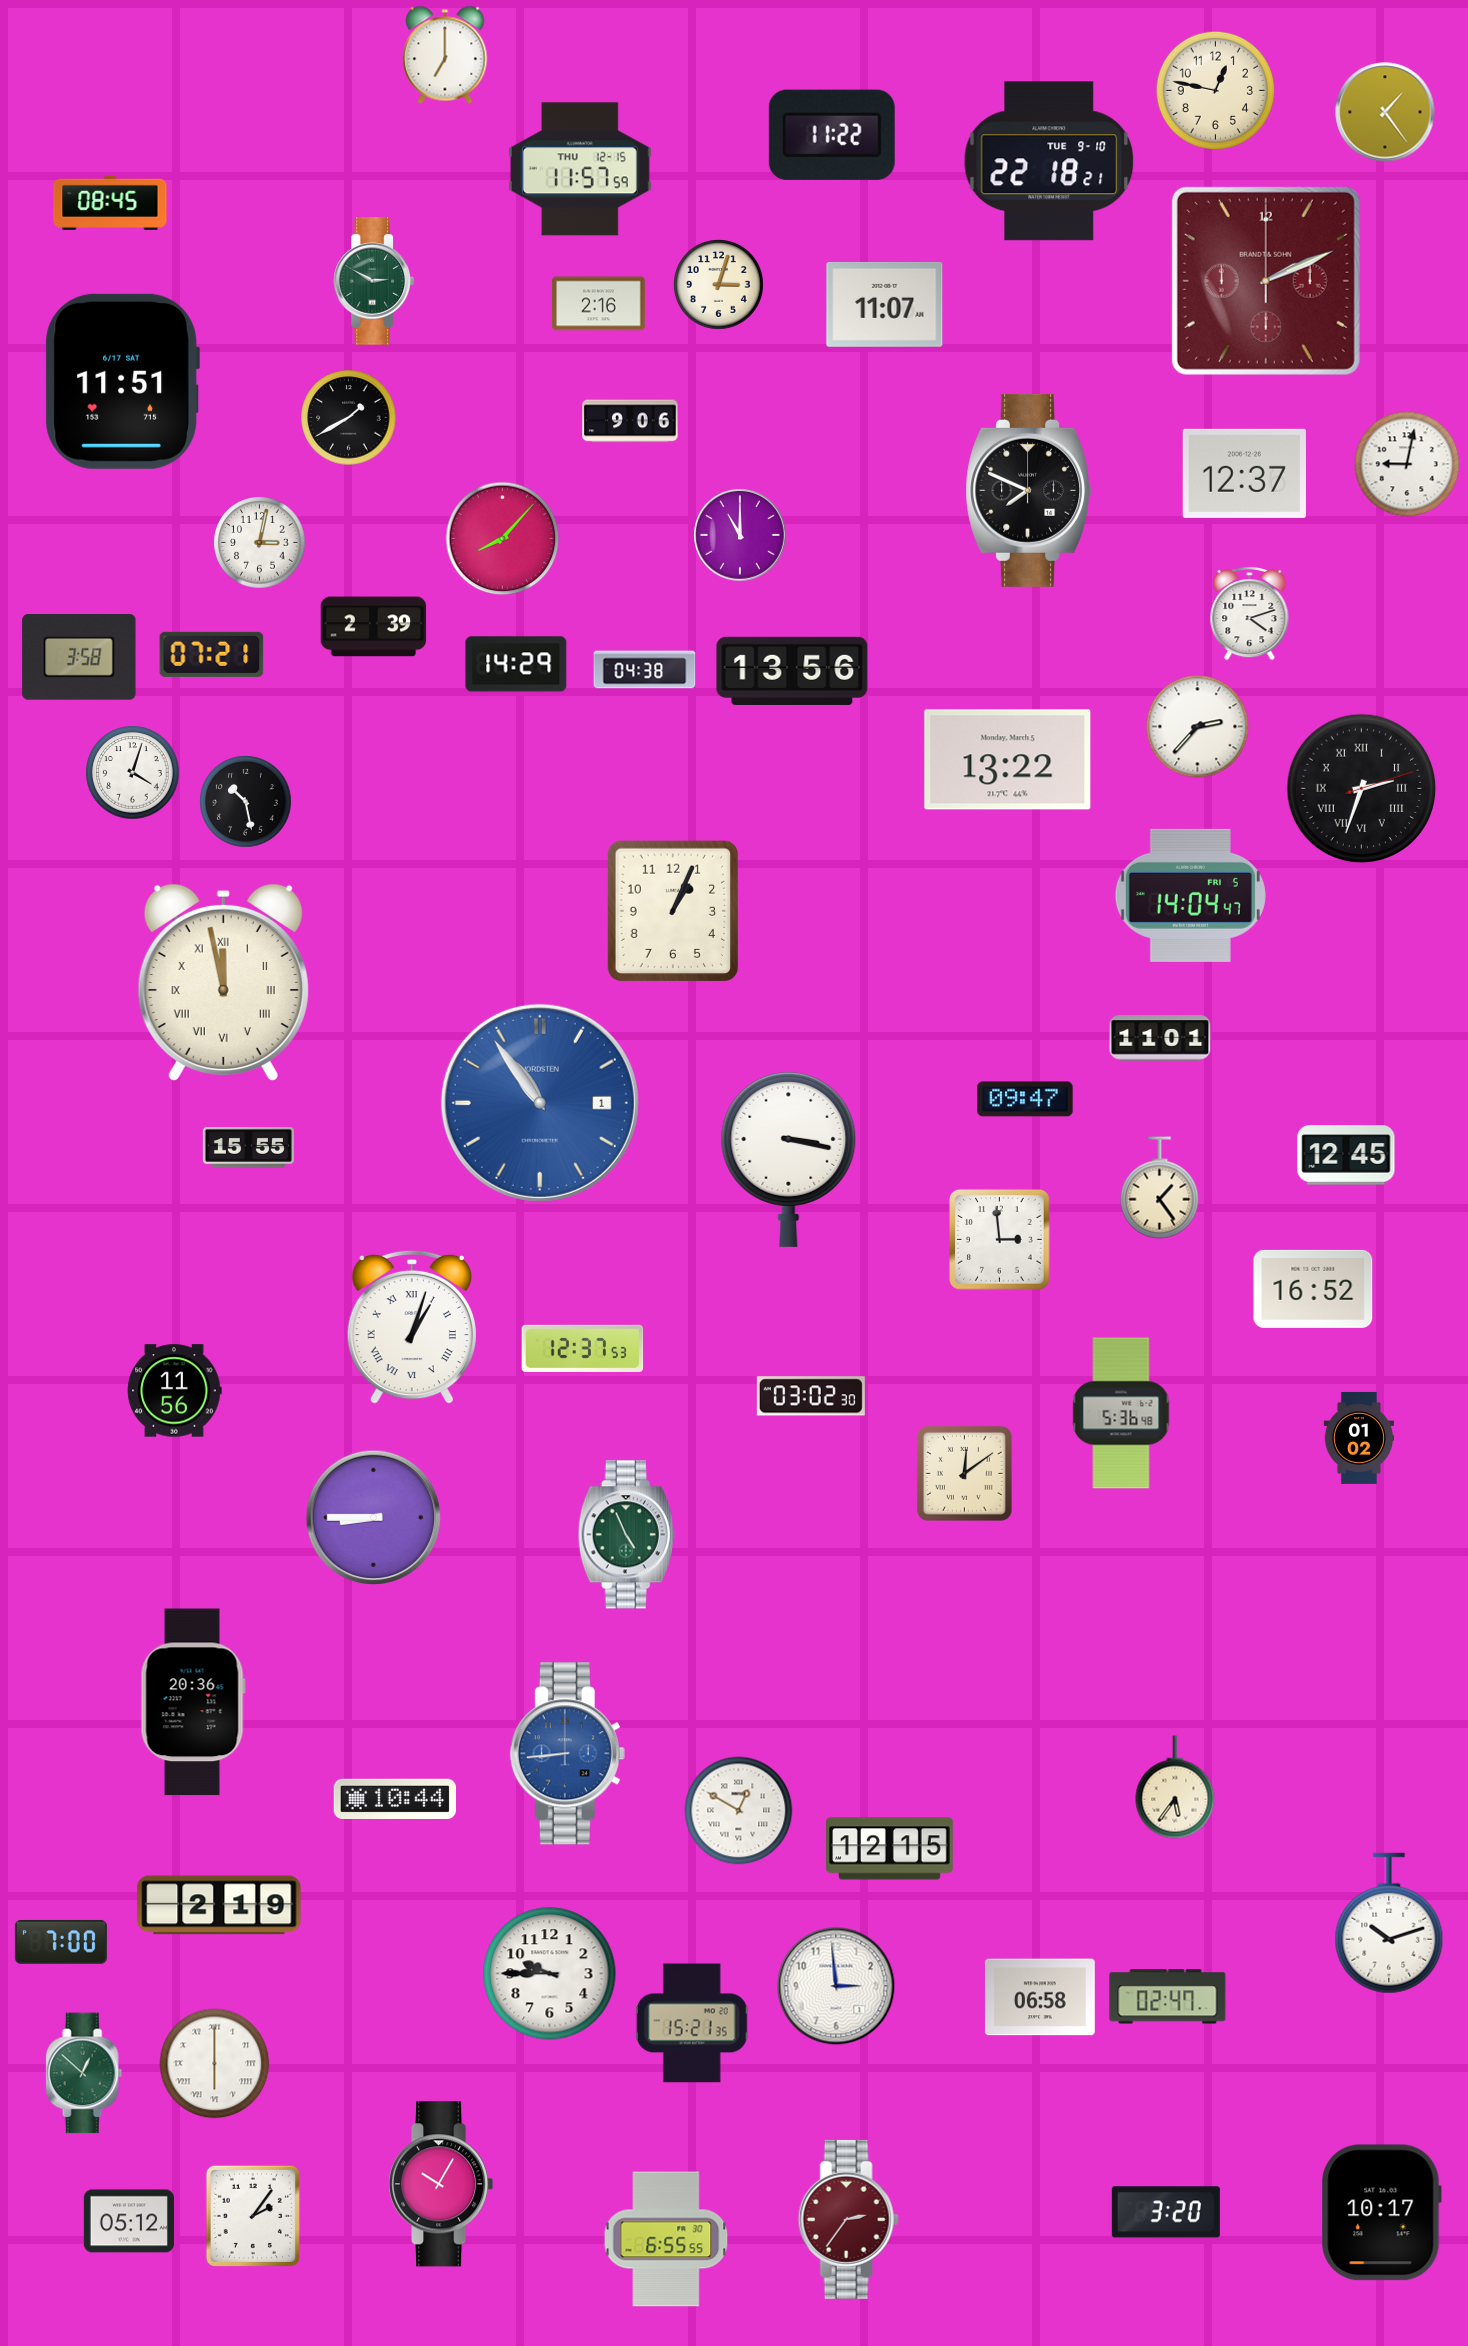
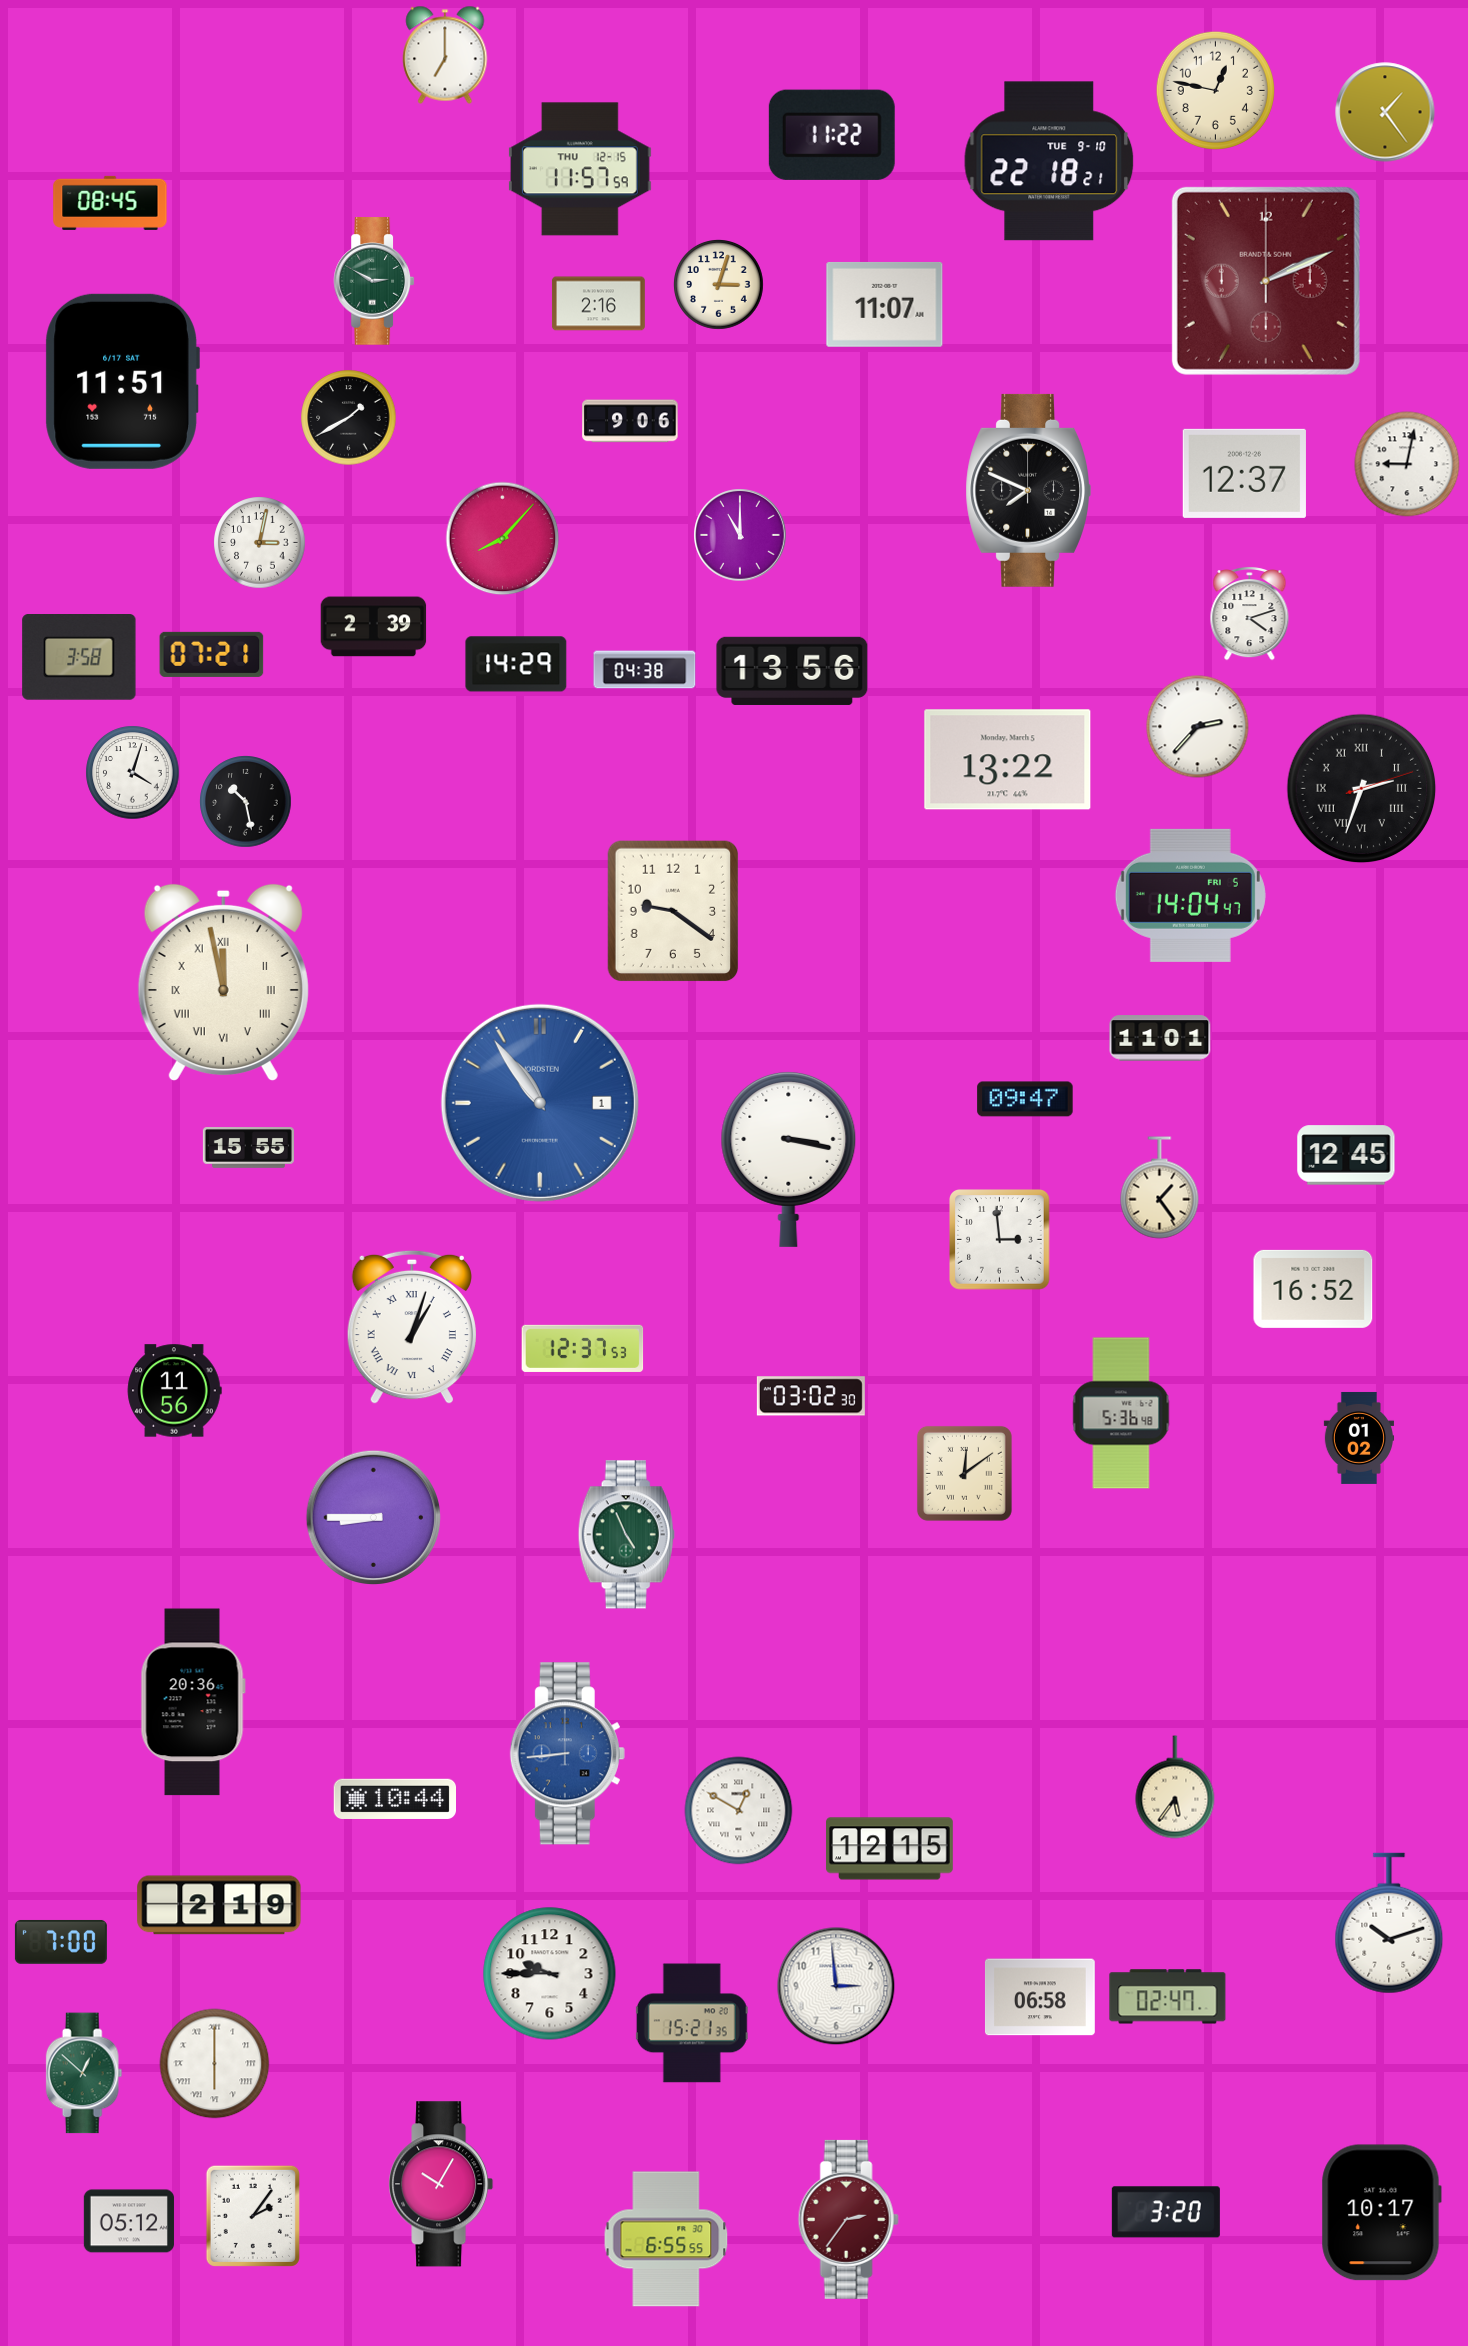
clock at (673, 911): 1:04 -> 9:21
